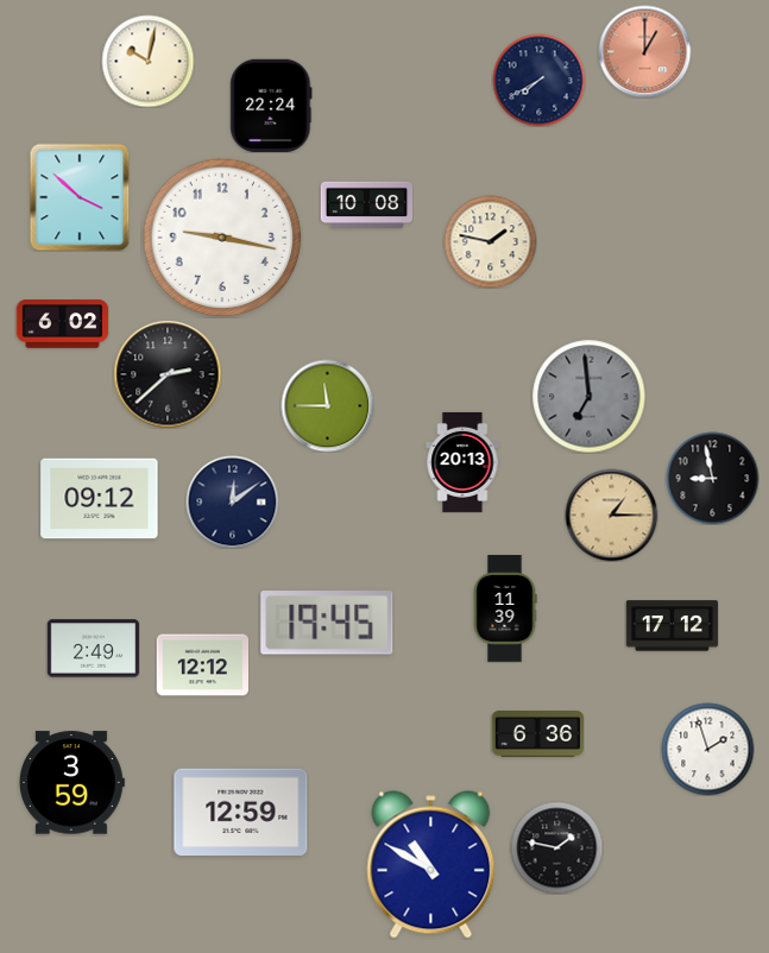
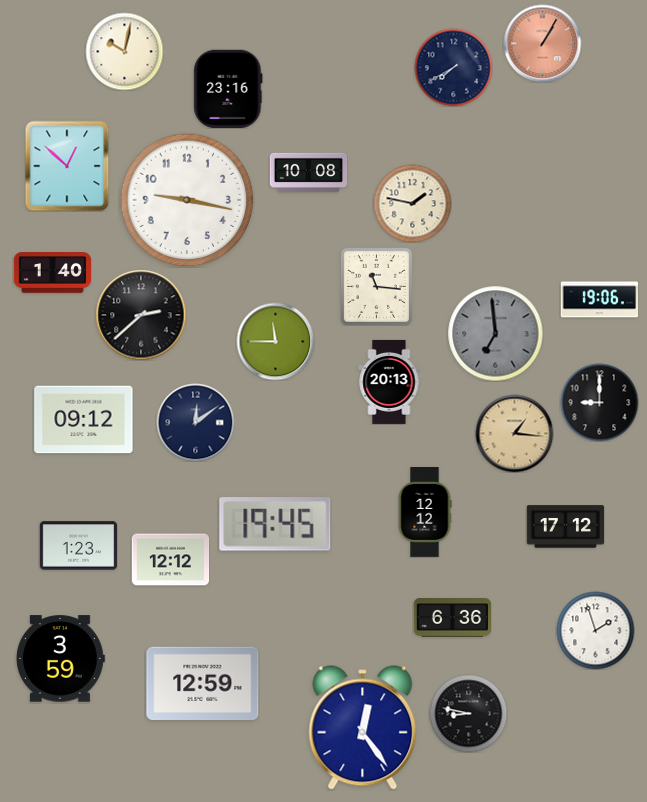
clock at (644, 51): 1:00 -> 1:05
clock at (271, 105): 22:24 -> 23:16
clock at (80, 197): 3:52 -> 12:52
clock at (62, 324): 6:02 -> 1:40
clock at (376, 286): none -> 11:16
clock at (599, 300): none -> 19:06
clock at (462, 462) position: (462, 462) -> (389, 382)
clock at (712, 478): 8:58 -> 9:00
clock at (611, 515): 1:15 -> 1:16
clock at (505, 608): 11:39 -> 12:12
clock at (93, 649): 2:49 -> 1:23
clock at (556, 847): 1:47 -> 8:47
clock at (431, 865): 10:50 -> 12:24
